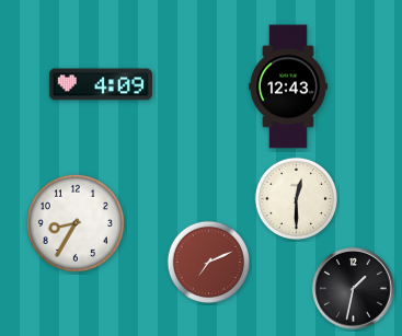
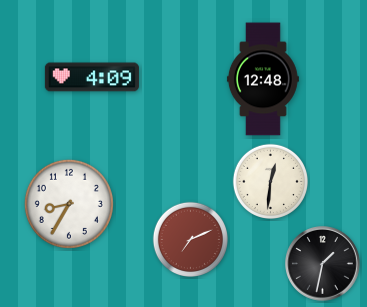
clock at (288, 86): 12:43 -> 12:48
clock at (296, 198): 12:30 -> 12:31
